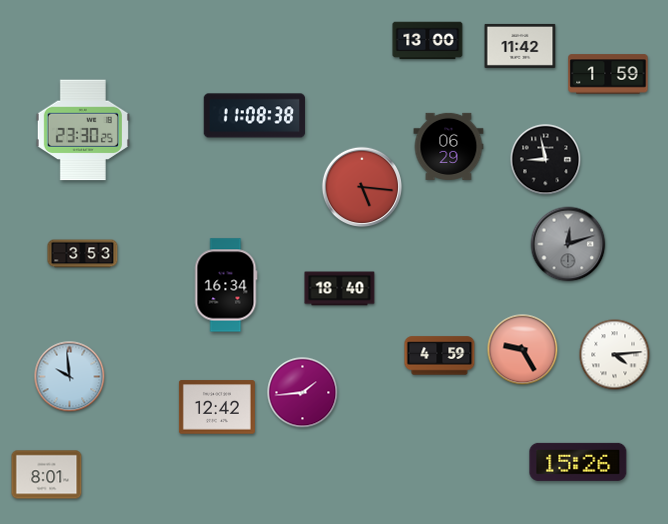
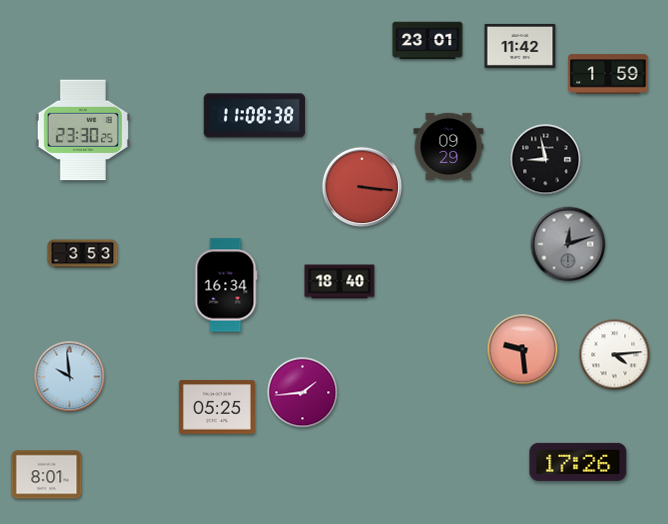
clock at (428, 41): 13:00 -> 23:01
clock at (449, 146): 06:29 -> 09:29
clock at (361, 186): 5:16 -> 3:16
clock at (340, 289) position: (340, 289) -> (340, 282)
clock at (523, 350): 9:25 -> 9:29
clock at (440, 356): 4:59 -> none
clock at (217, 407): 12:42 -> 05:25
clock at (578, 462): 15:26 -> 17:26
